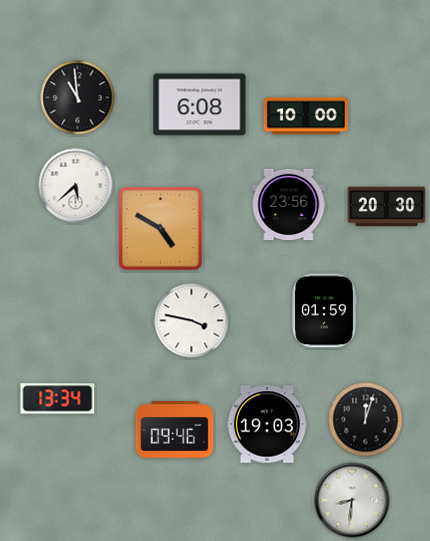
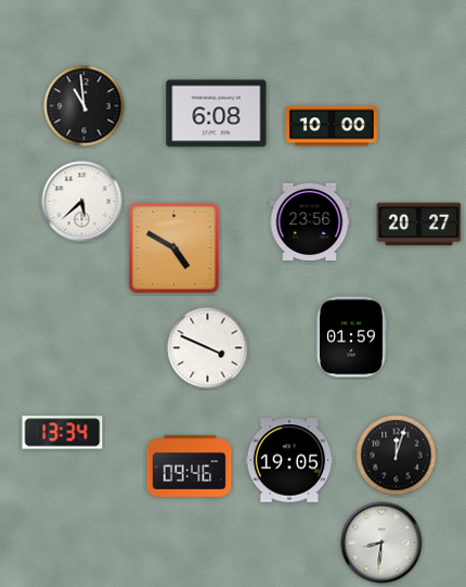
clock at (289, 205) position: (289, 205) -> (310, 222)
clock at (387, 207): 20:30 -> 20:27
clock at (192, 321): 3:47 -> 3:49
clock at (267, 424): 19:03 -> 19:05
